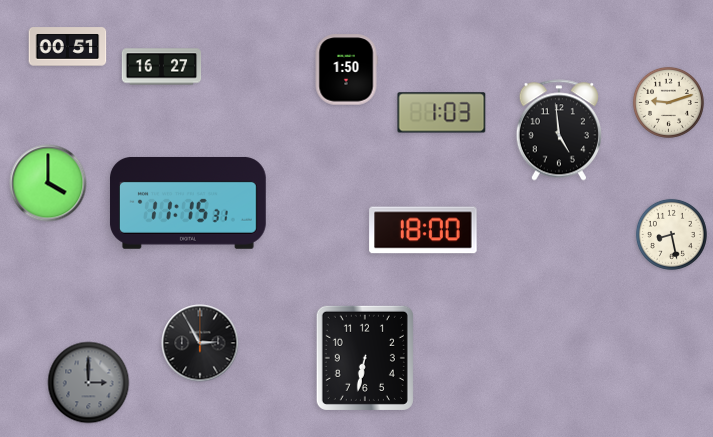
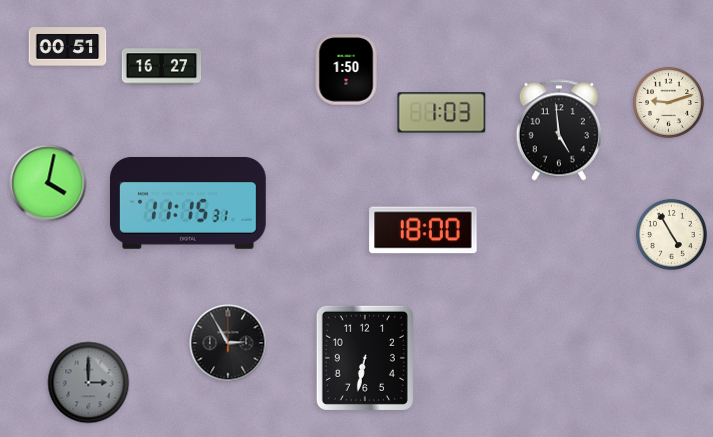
clock at (48, 183): 4:00 -> 4:02
clock at (671, 234): 8:28 -> 4:55
clock at (200, 343) position: (200, 343) -> (228, 343)
